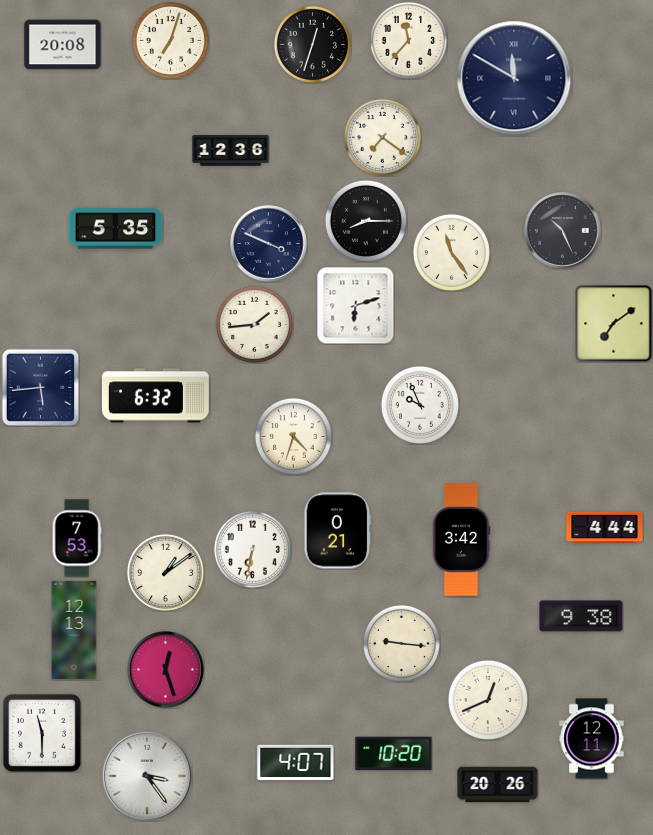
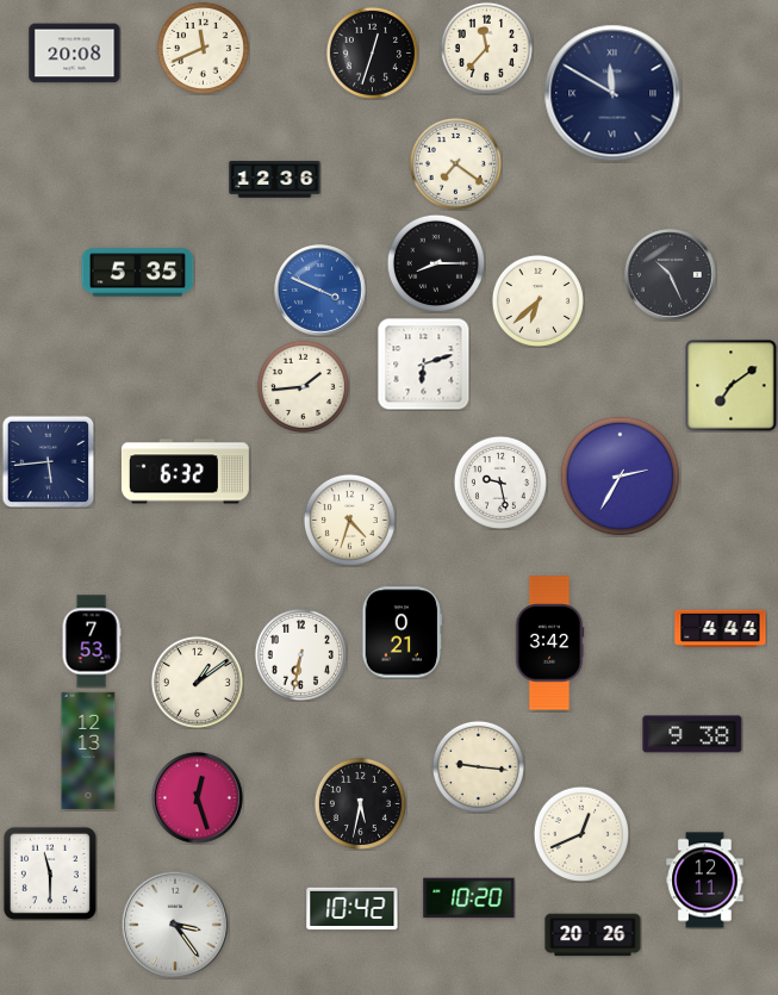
clock at (170, 40): 7:03 -> 11:41
clock at (269, 244) dial: navy -> blue
clock at (451, 252): 11:24 -> 6:38
clock at (621, 477): none -> 2:35
clock at (420, 405): 9:56 -> 9:28
clock at (360, 803): none -> 5:32
clock at (296, 763): 4:07 -> 10:42
